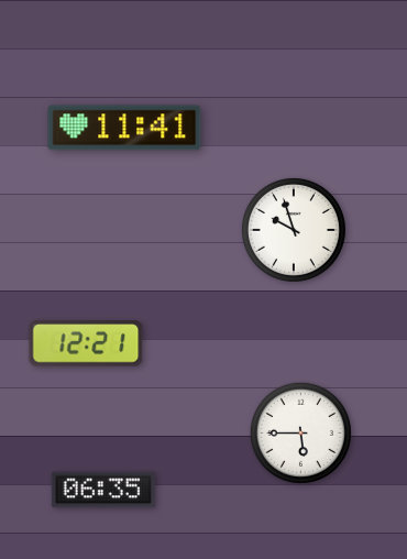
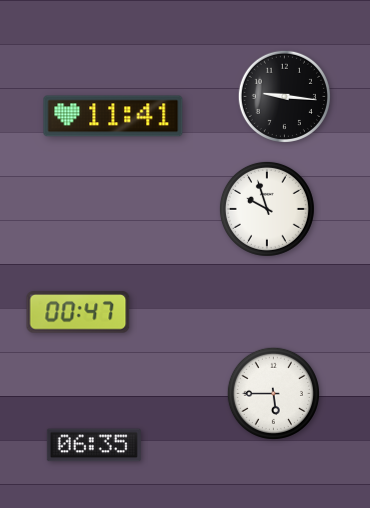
clock at (284, 96): none -> 9:16
clock at (86, 343): 12:21 -> 00:47
